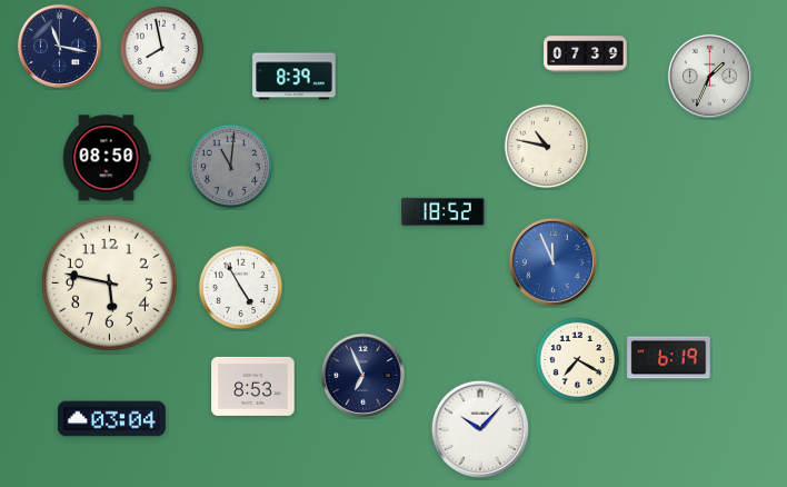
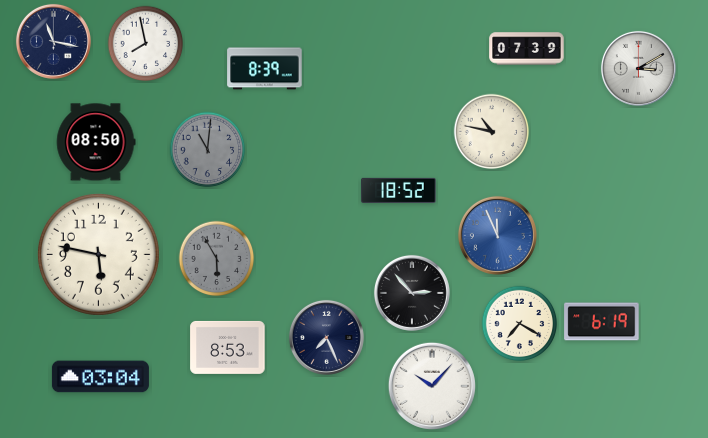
clock at (709, 76): 1:34 -> 3:10
clock at (241, 288): 4:55 -> 5:55
clock at (241, 288) dial: white -> grey
clock at (412, 293): none -> 2:53
clock at (362, 375): 6:56 -> 7:26
